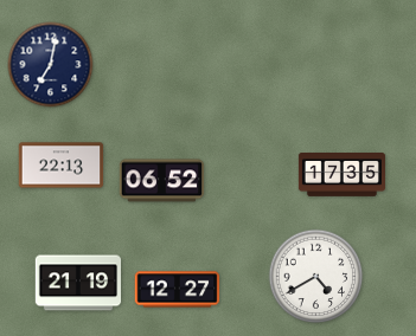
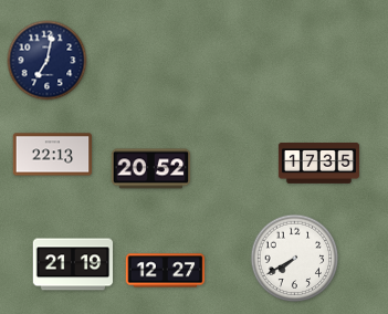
clock at (62, 166) position: (62, 166) -> (53, 155)
clock at (162, 181): 06:52 -> 20:52
clock at (316, 277): 4:40 -> 7:40
